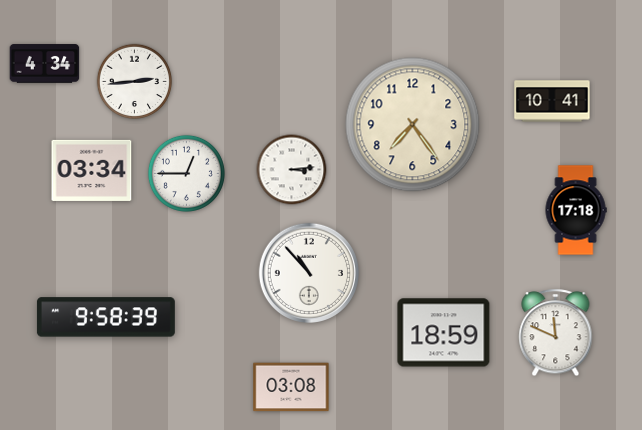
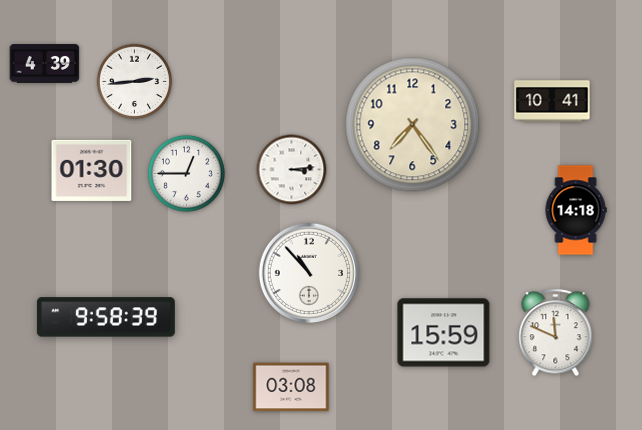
clock at (45, 64): 4:34 -> 4:39
clock at (92, 170): 03:34 -> 01:30
clock at (576, 210): 17:18 -> 14:18
clock at (444, 333): 18:59 -> 15:59
